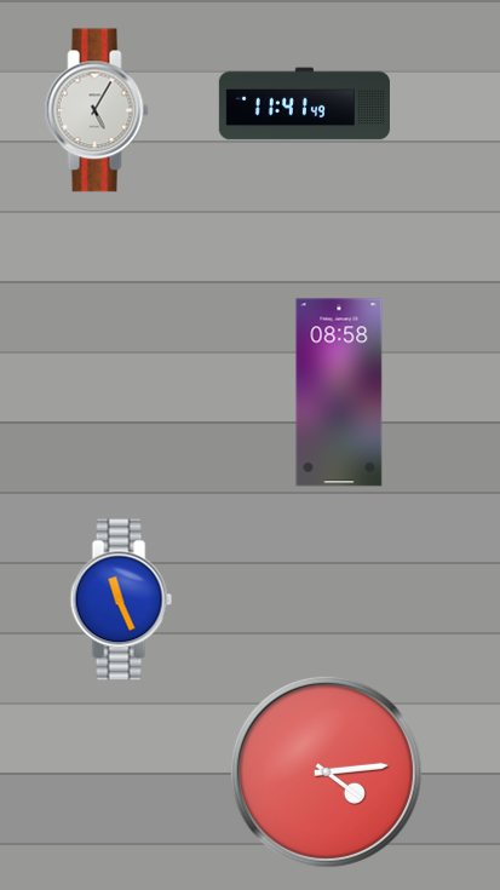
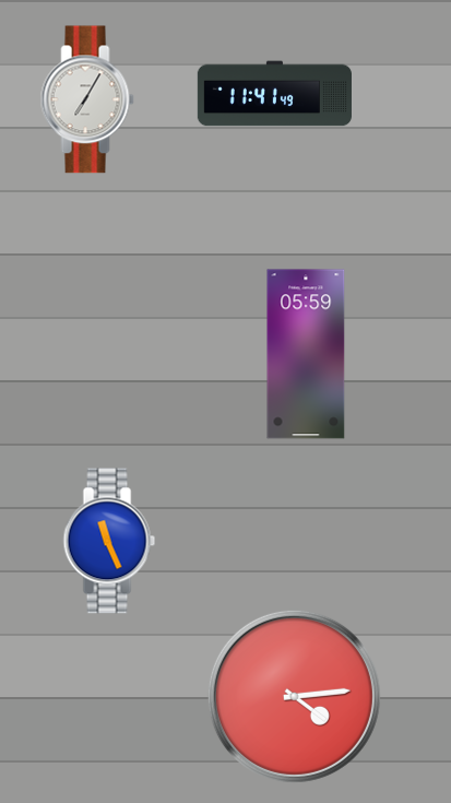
clock at (97, 110): 5:05 -> 7:05
clock at (339, 392): 08:58 -> 05:59
